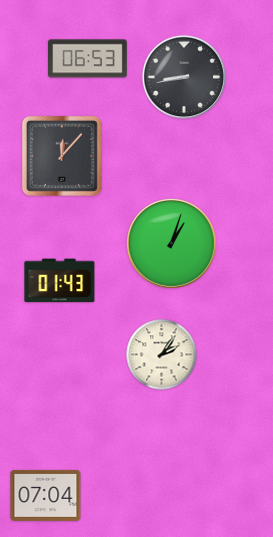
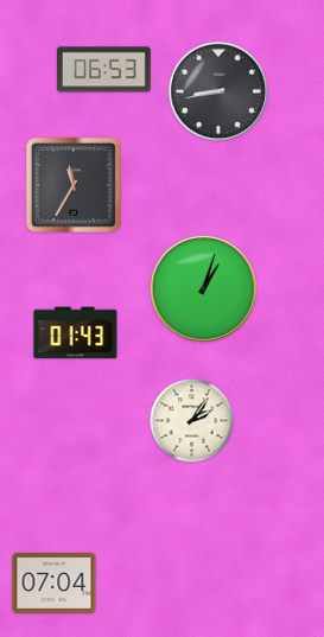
clock at (62, 156): 12:07 -> 11:35
clock at (60, 281) position: (60, 281) -> (76, 333)
clock at (46, 495) position: (46, 495) -> (55, 582)
